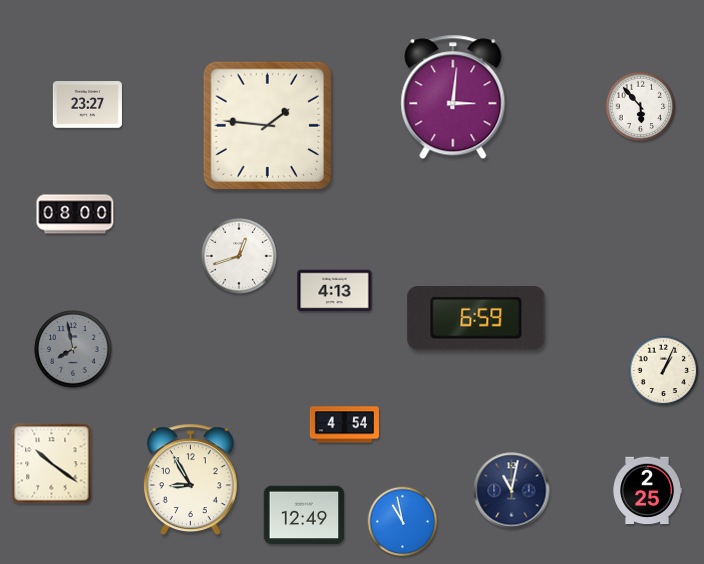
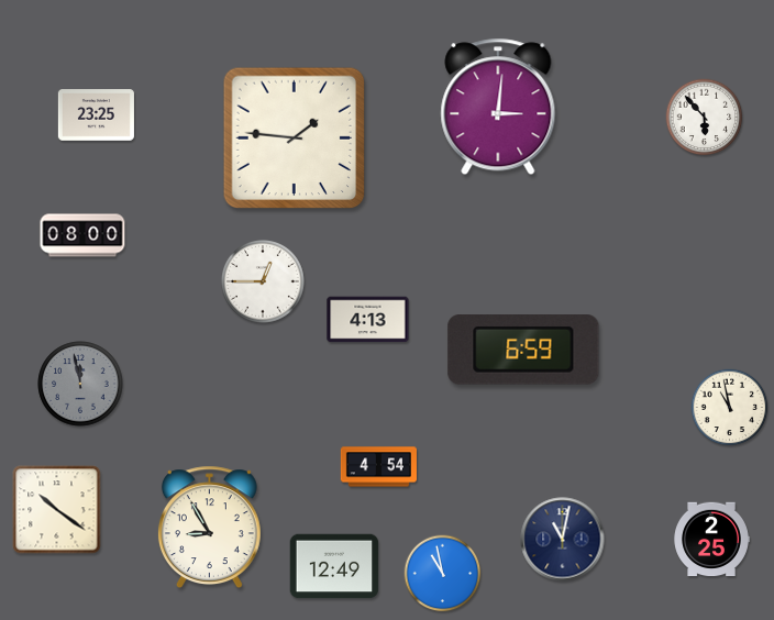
clock at (87, 105): 23:27 -> 23:25
clock at (239, 256): 12:42 -> 12:45
clock at (73, 349): 7:58 -> 11:58
clock at (664, 371): 1:04 -> 10:58
